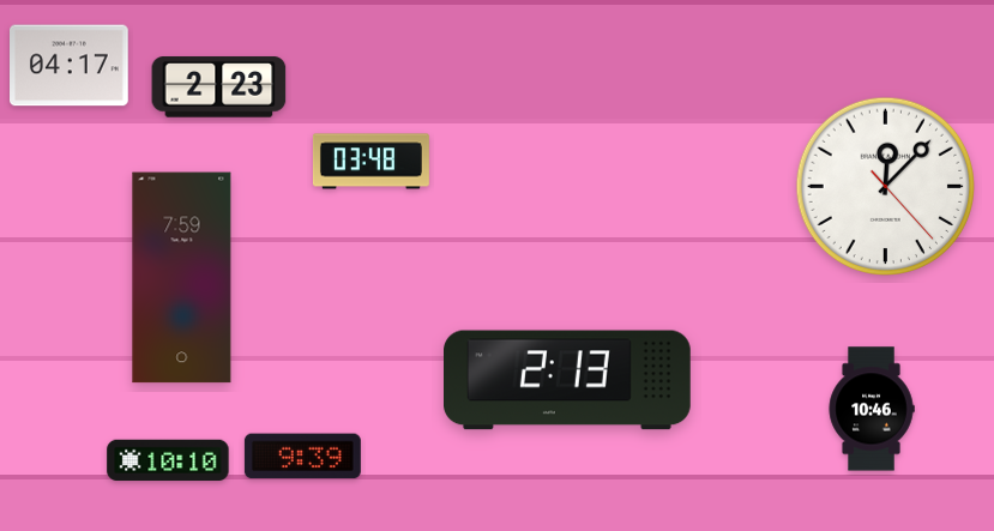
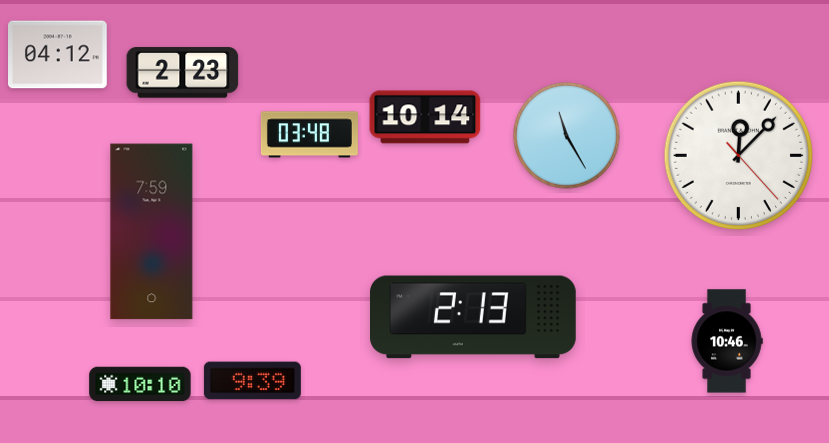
clock at (70, 66): 04:17 -> 04:12
clock at (425, 117): none -> 10:14
clock at (567, 136): none -> 11:25
